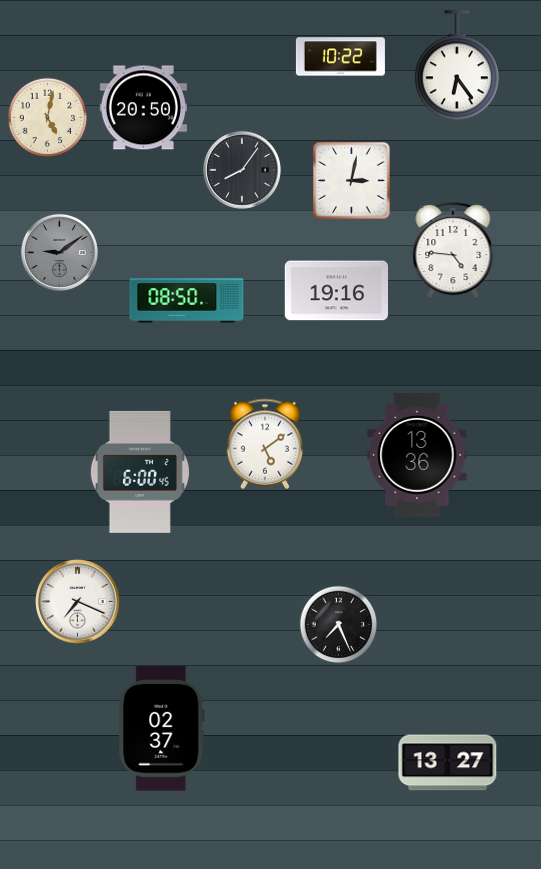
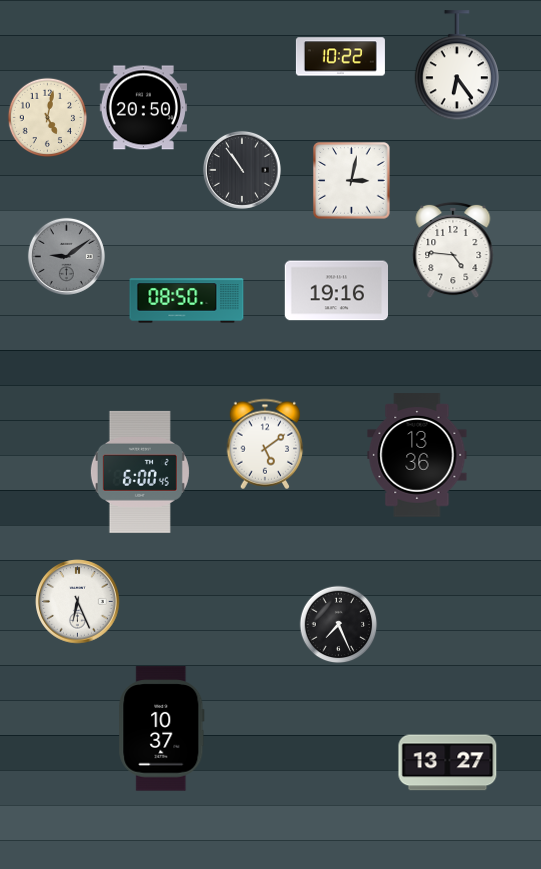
clock at (242, 170): 8:06 -> 10:54
clock at (59, 252) position: (59, 252) -> (66, 256)
clock at (78, 602): 7:19 -> 6:26
clock at (162, 729): 02:37 -> 10:37
